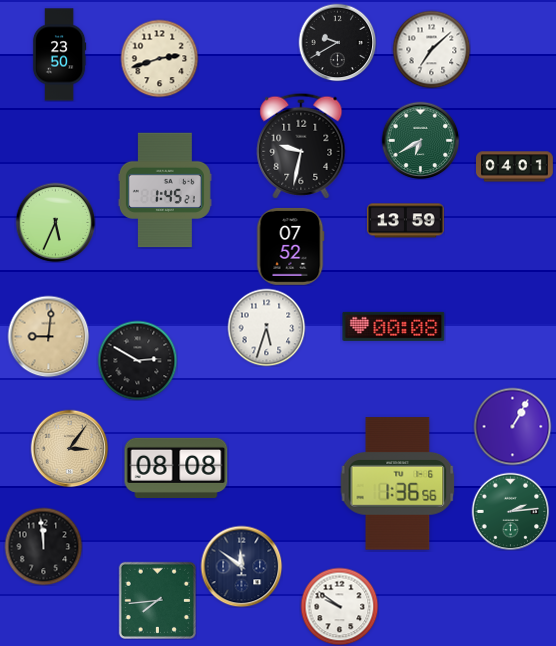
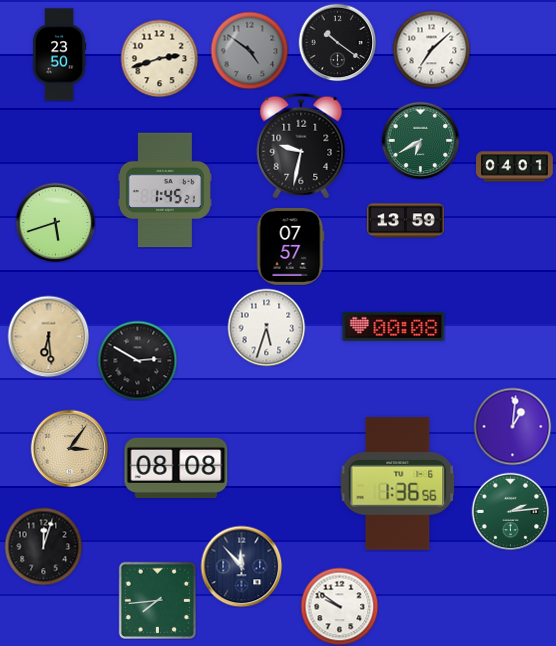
clock at (337, 42): 9:40 -> 10:21
clock at (249, 50): none -> 4:51
clock at (55, 222): 5:34 -> 5:42
clock at (290, 246): 07:52 -> 07:57
clock at (48, 336): 9:01 -> 6:29
clock at (512, 426): 1:05 -> 1:01
clock at (43, 546): 11:59 -> 12:03
clock at (241, 566): 11:51 -> 11:53
